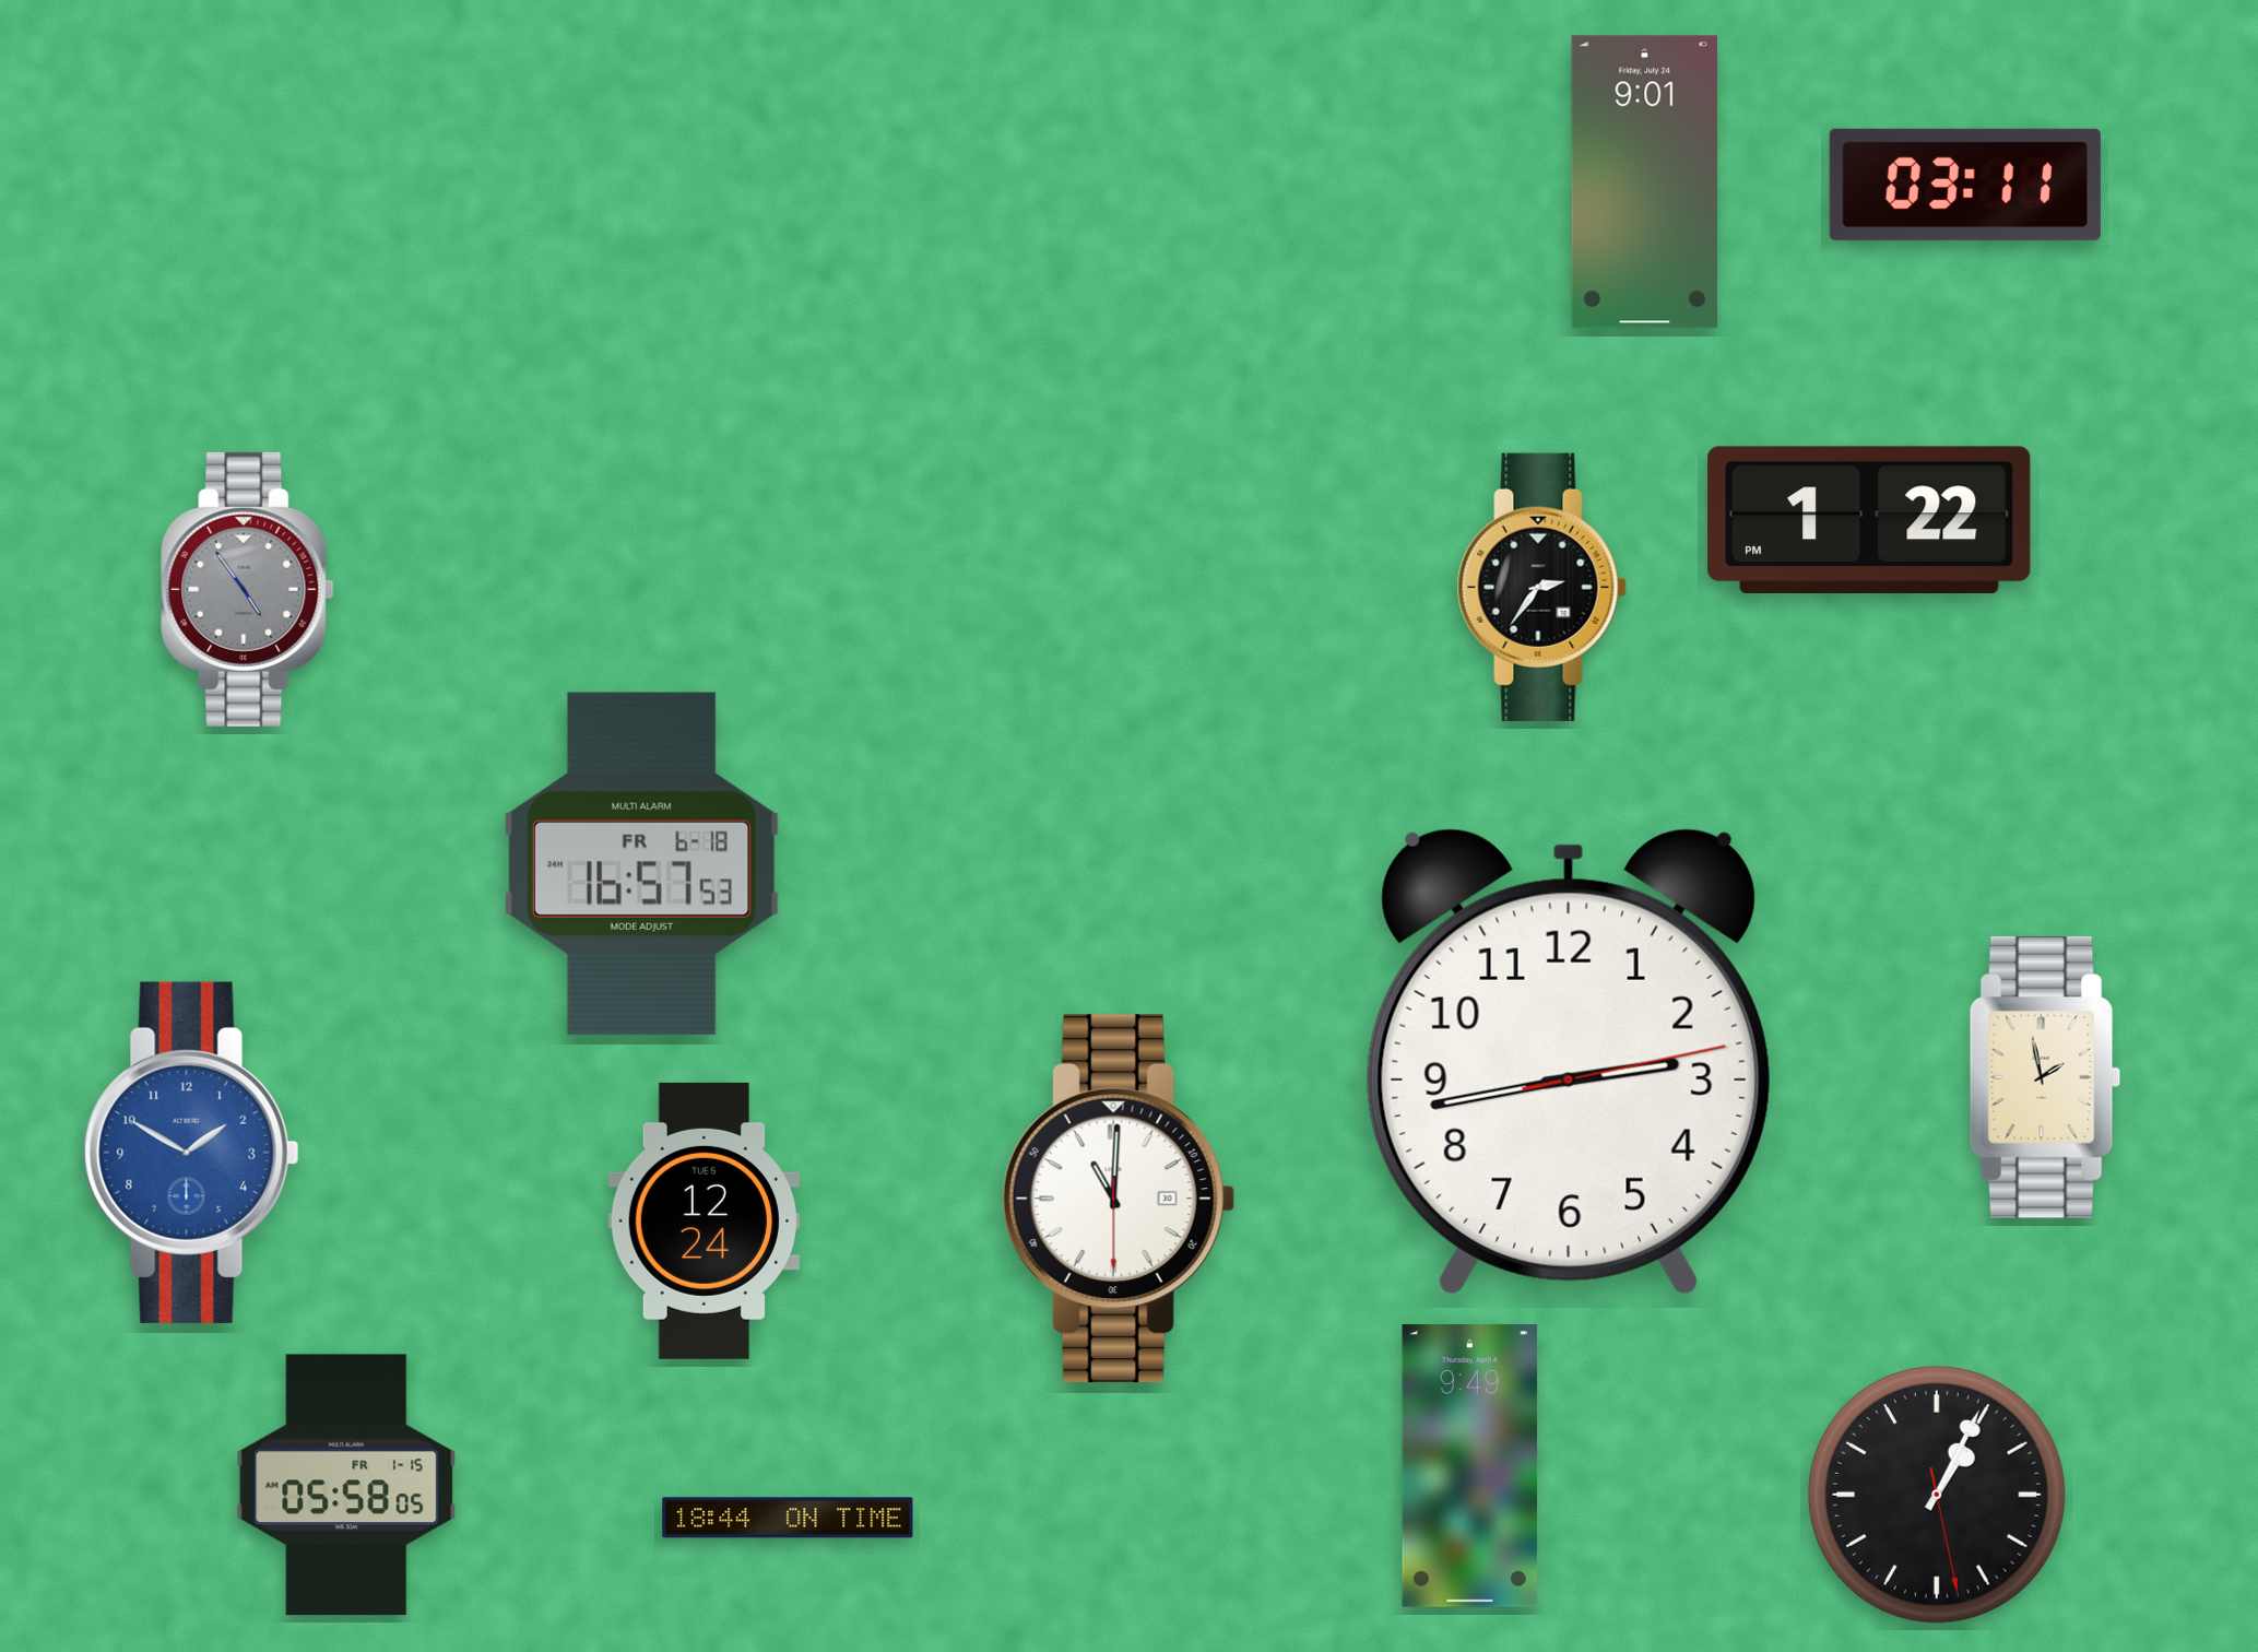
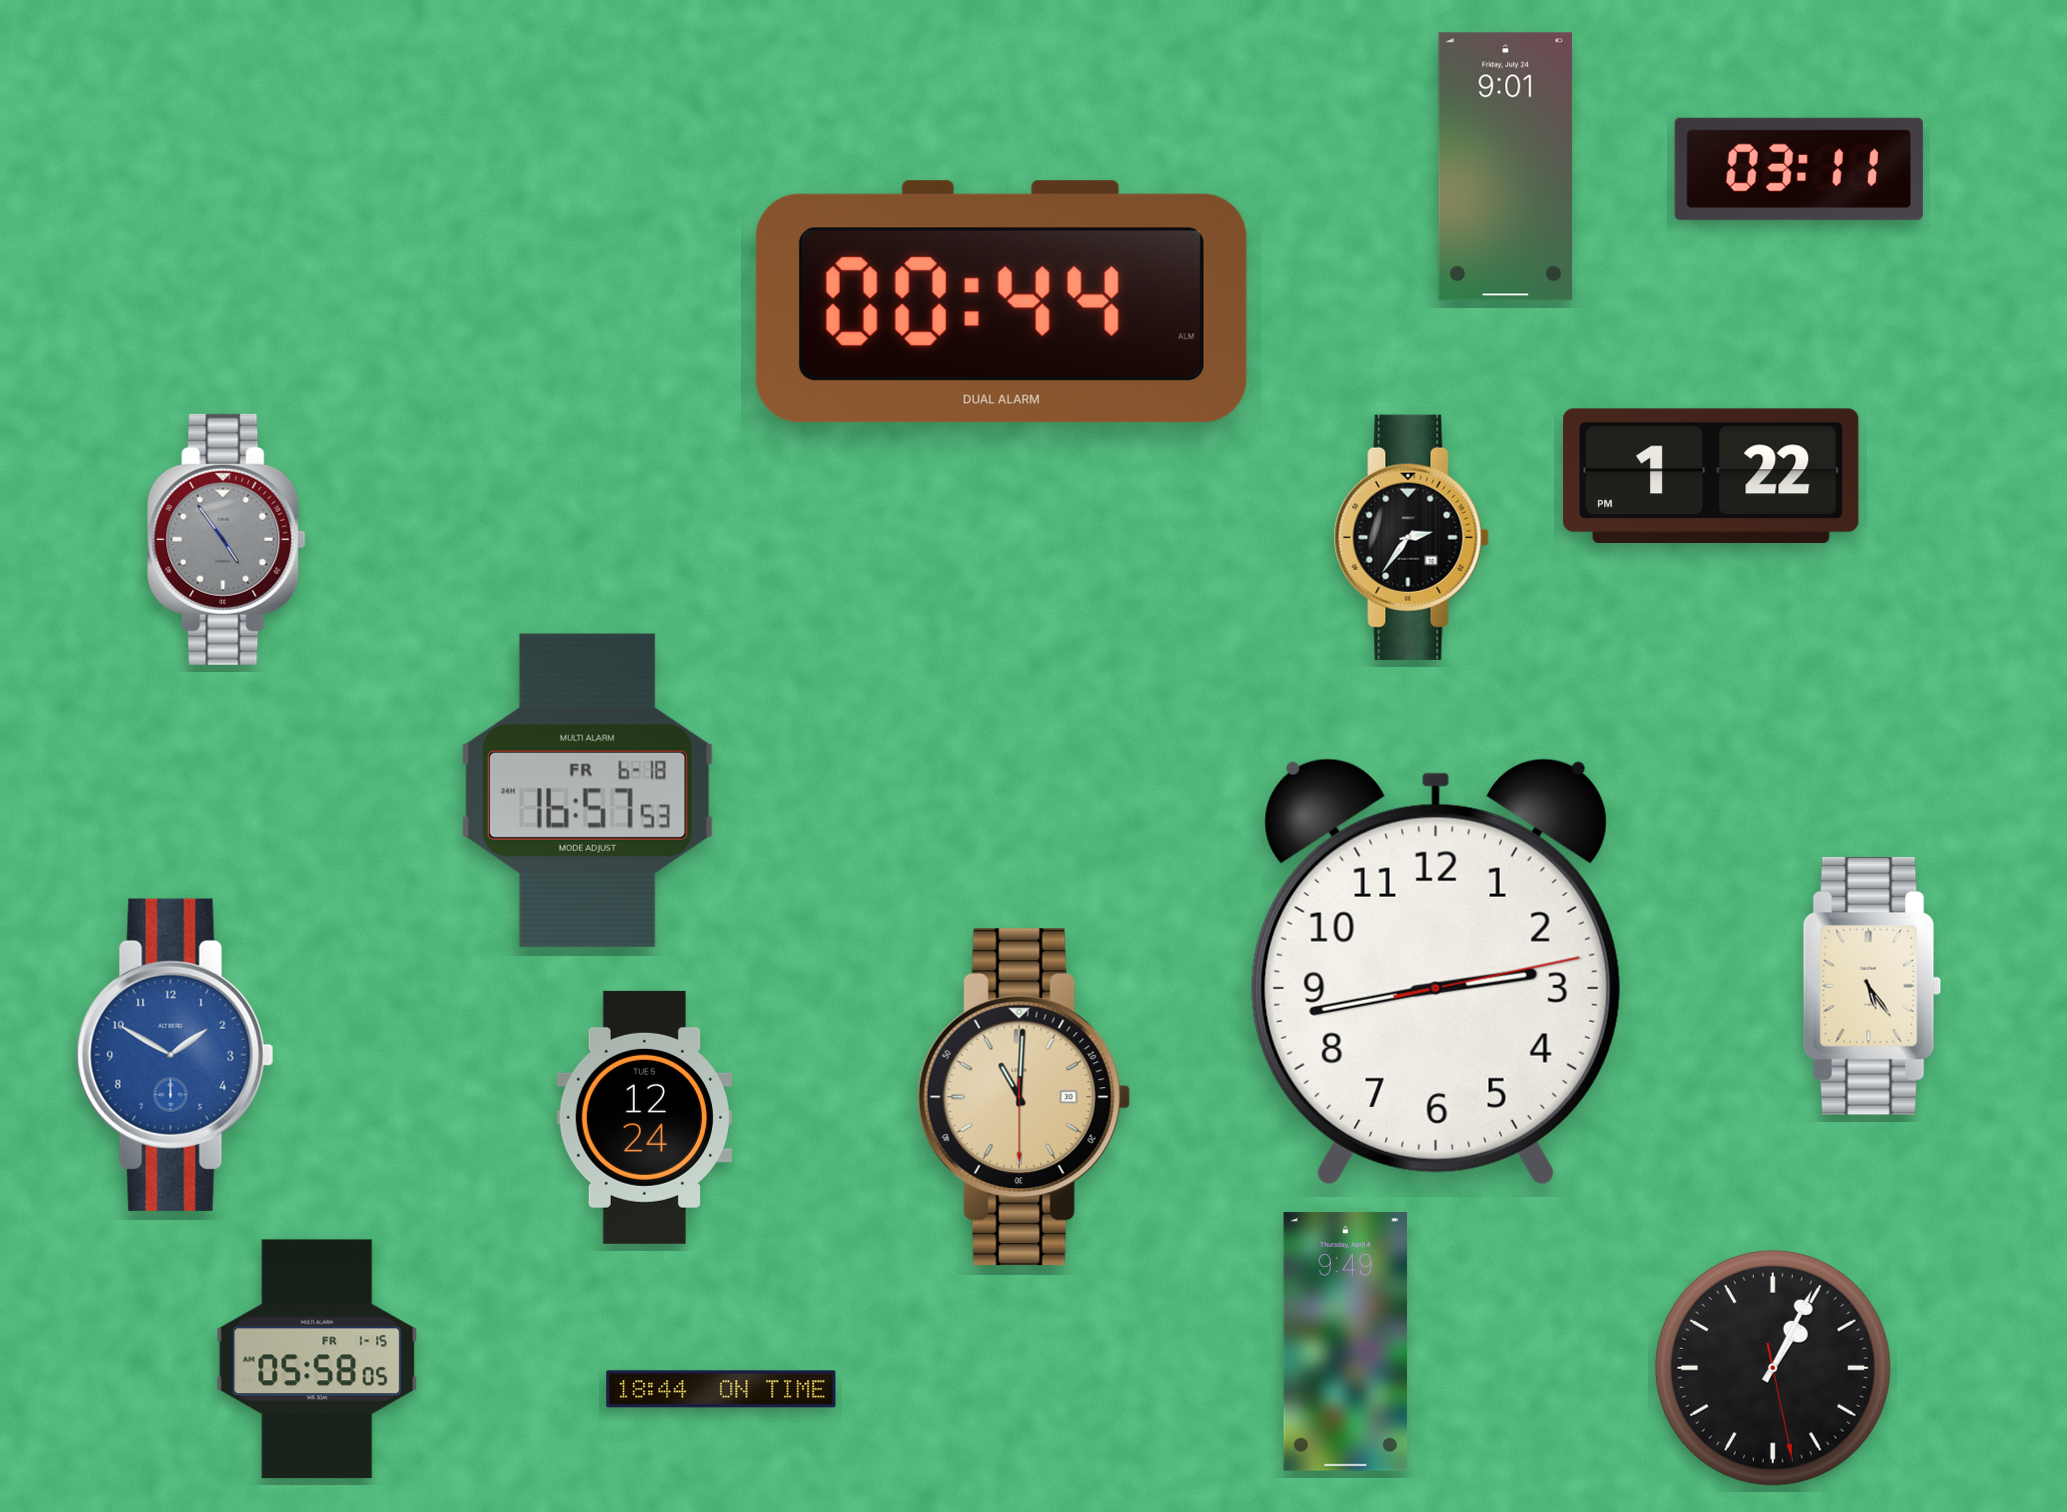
clock at (1001, 302): none -> 00:44
clock at (2045, 1077): 1:58 -> 5:24
clock at (1119, 1199) dial: white -> champagne
